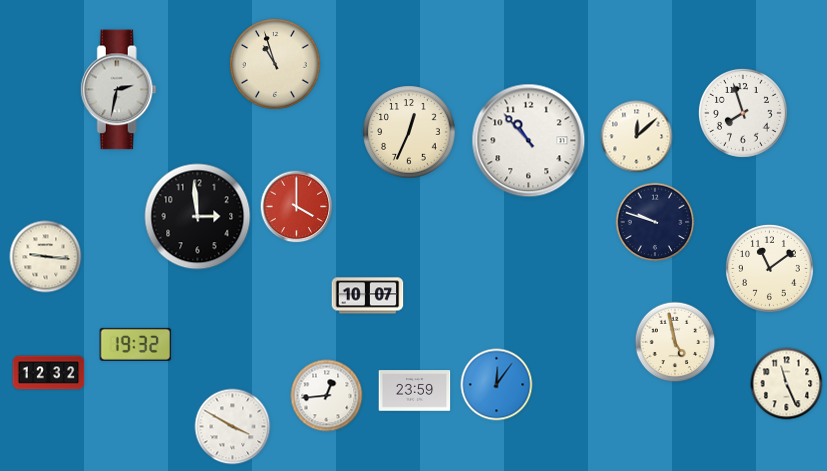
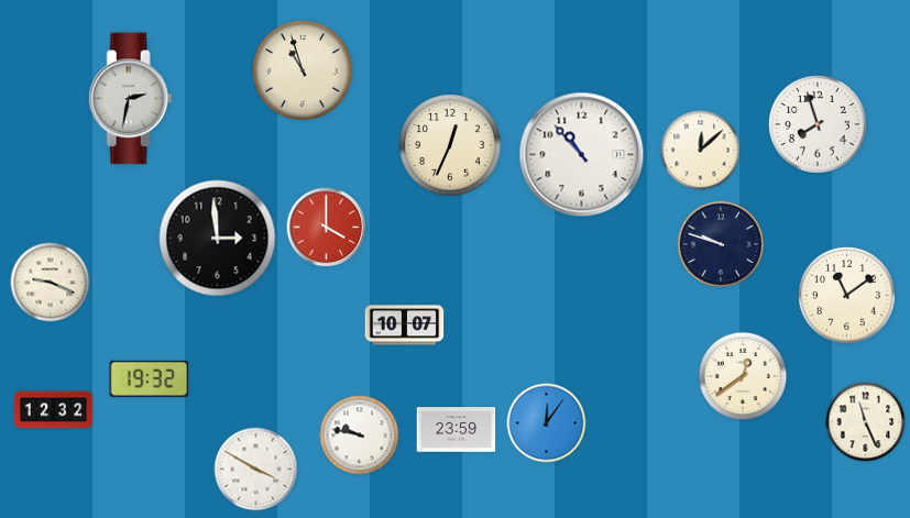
clock at (46, 257): 9:16 -> 9:19
clock at (675, 342): 4:58 -> 12:39
clock at (327, 396): 12:44 -> 9:47
